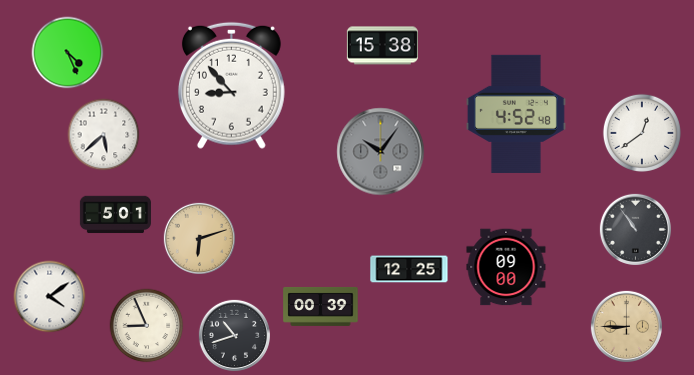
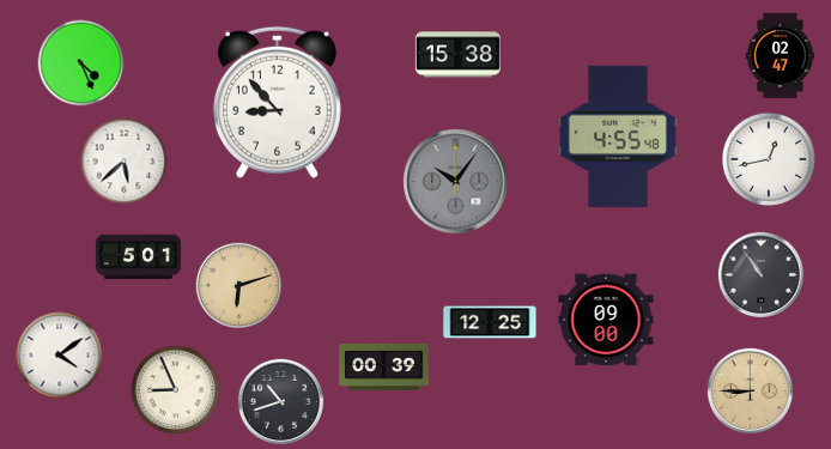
clock at (780, 55): none -> 02:47
clock at (516, 114): 4:52 -> 4:55
clock at (642, 133): 12:39 -> 12:43
